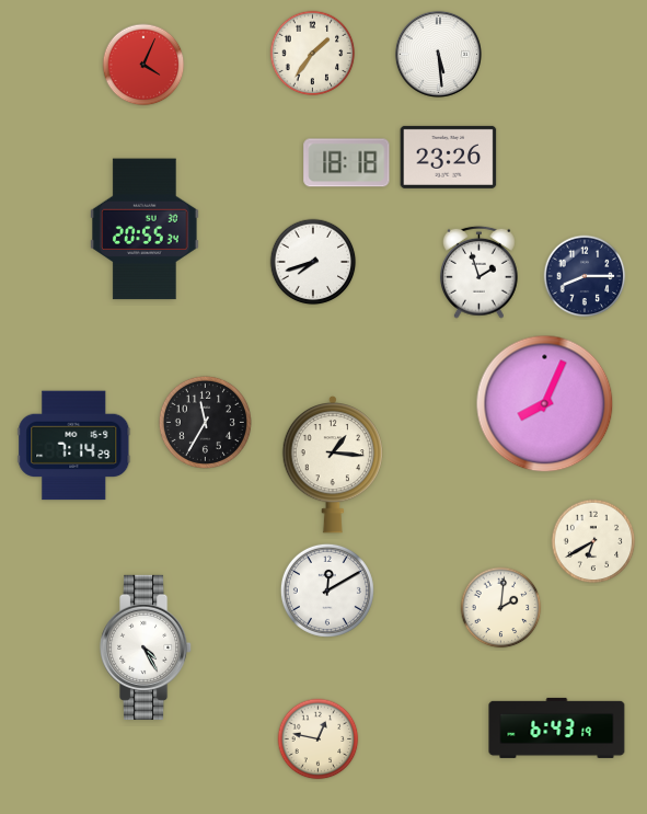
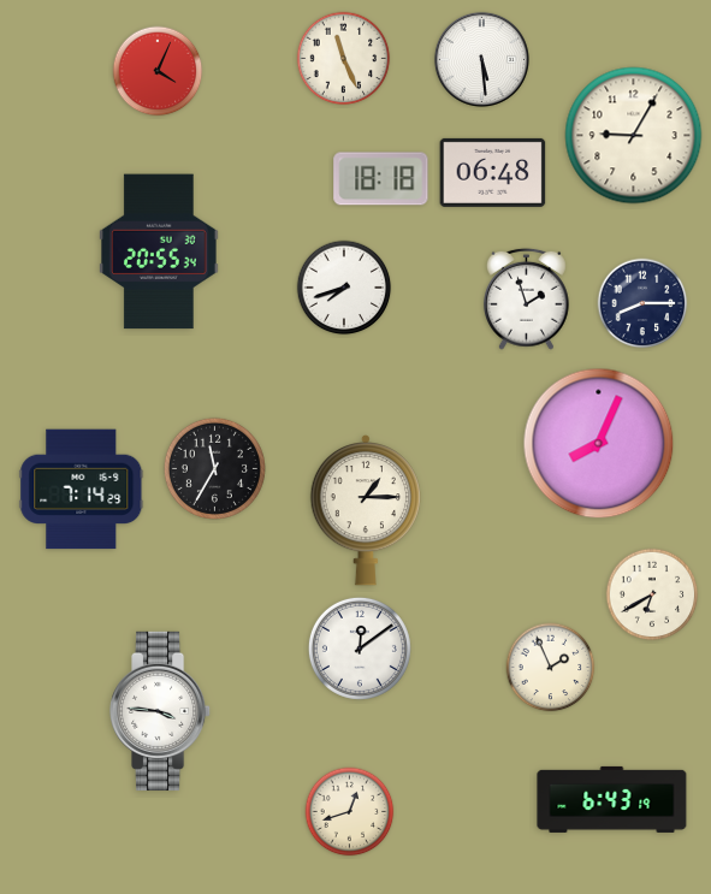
clock at (313, 54): 1:36 -> 11:26
clock at (634, 136): none -> 9:05
clock at (449, 157): 23:26 -> 06:48
clock at (205, 422) position: (205, 422) -> (214, 468)
clock at (332, 465): 1:16 -> 1:15
clock at (327, 591): 12:10 -> 12:09
clock at (501, 608): 2:01 -> 1:56
clock at (147, 647): 4:25 -> 3:46
clock at (319, 740): 12:47 -> 12:42
